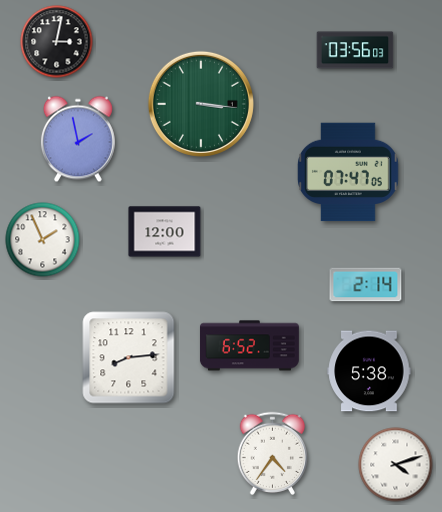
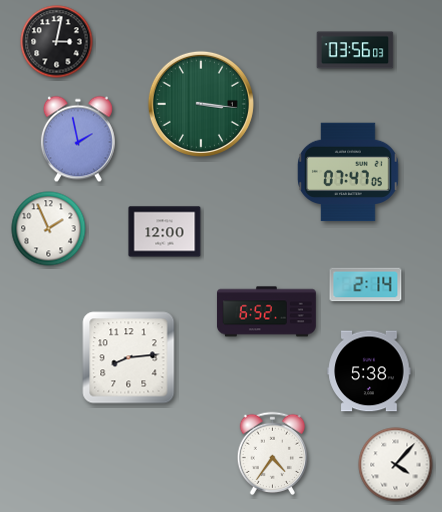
clock at (43, 240) position: (43, 240) -> (49, 229)
clock at (249, 346) position: (249, 346) -> (266, 312)
clock at (396, 465): 4:12 -> 4:07
